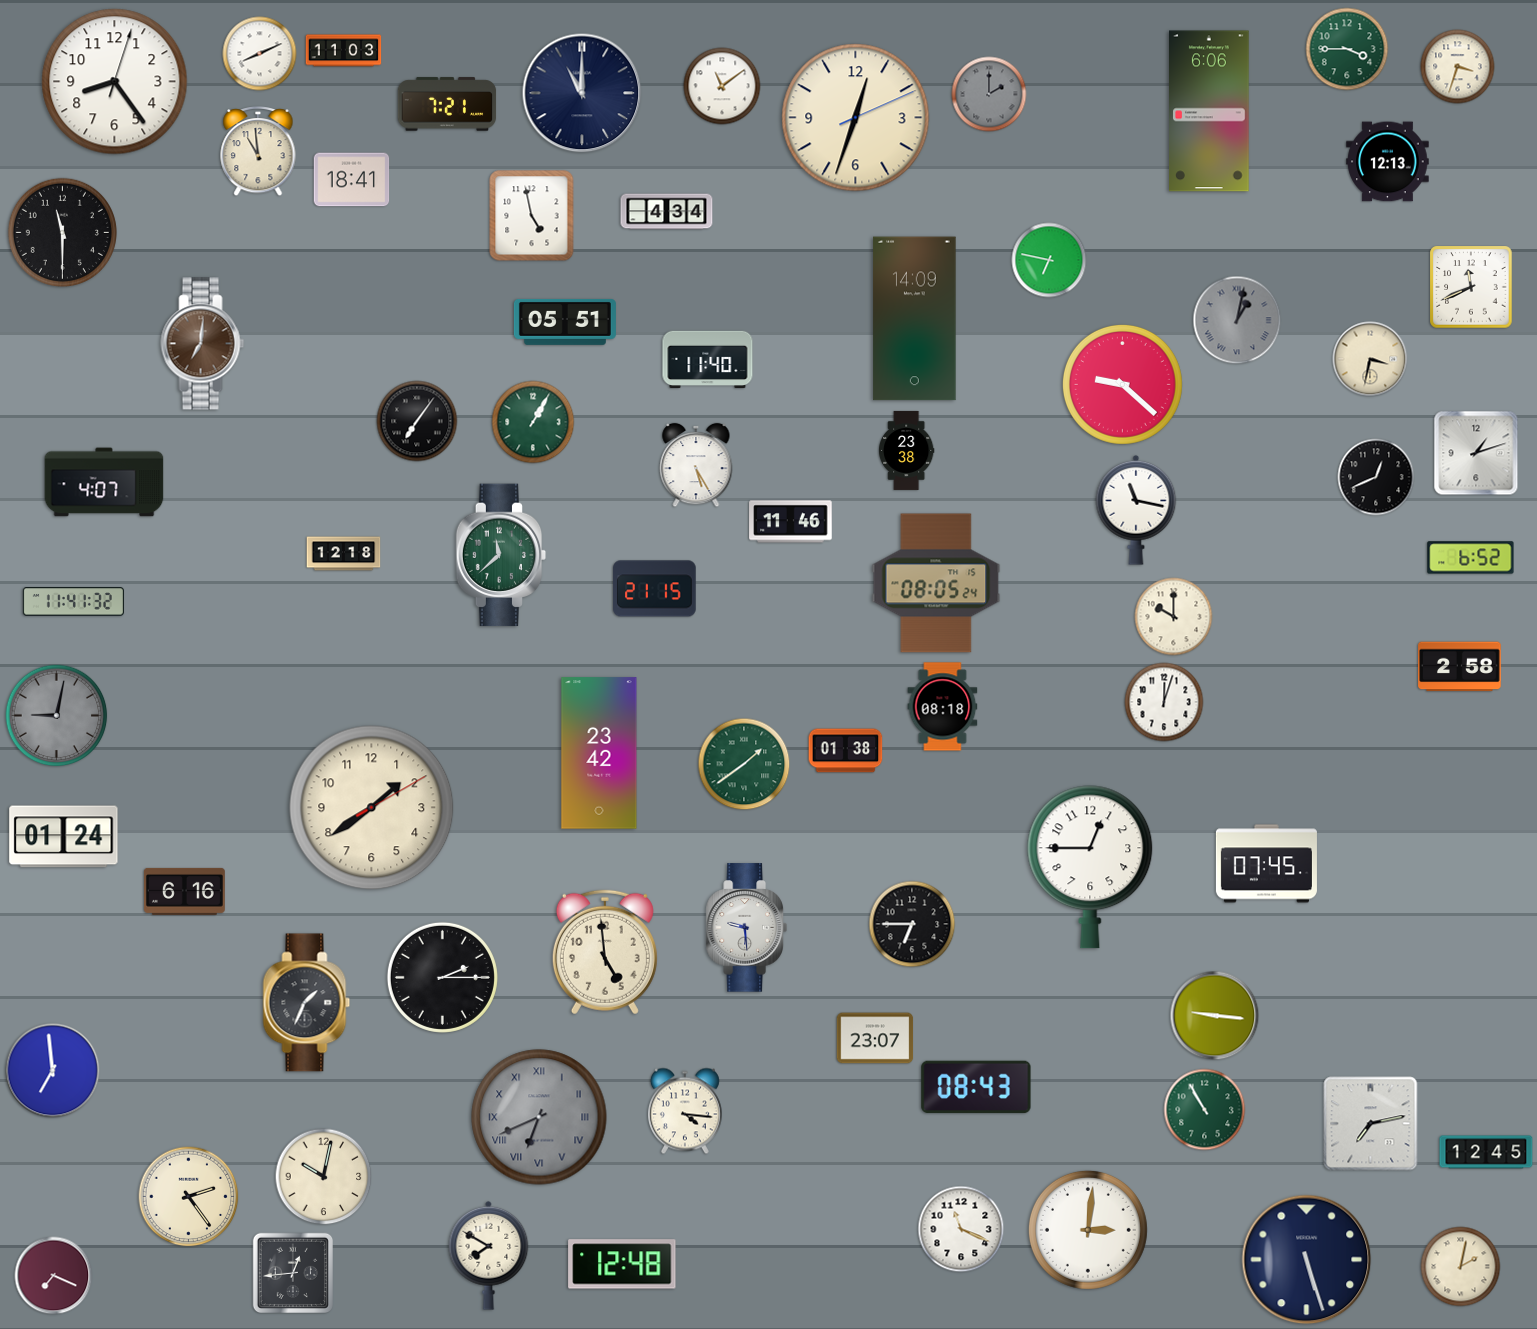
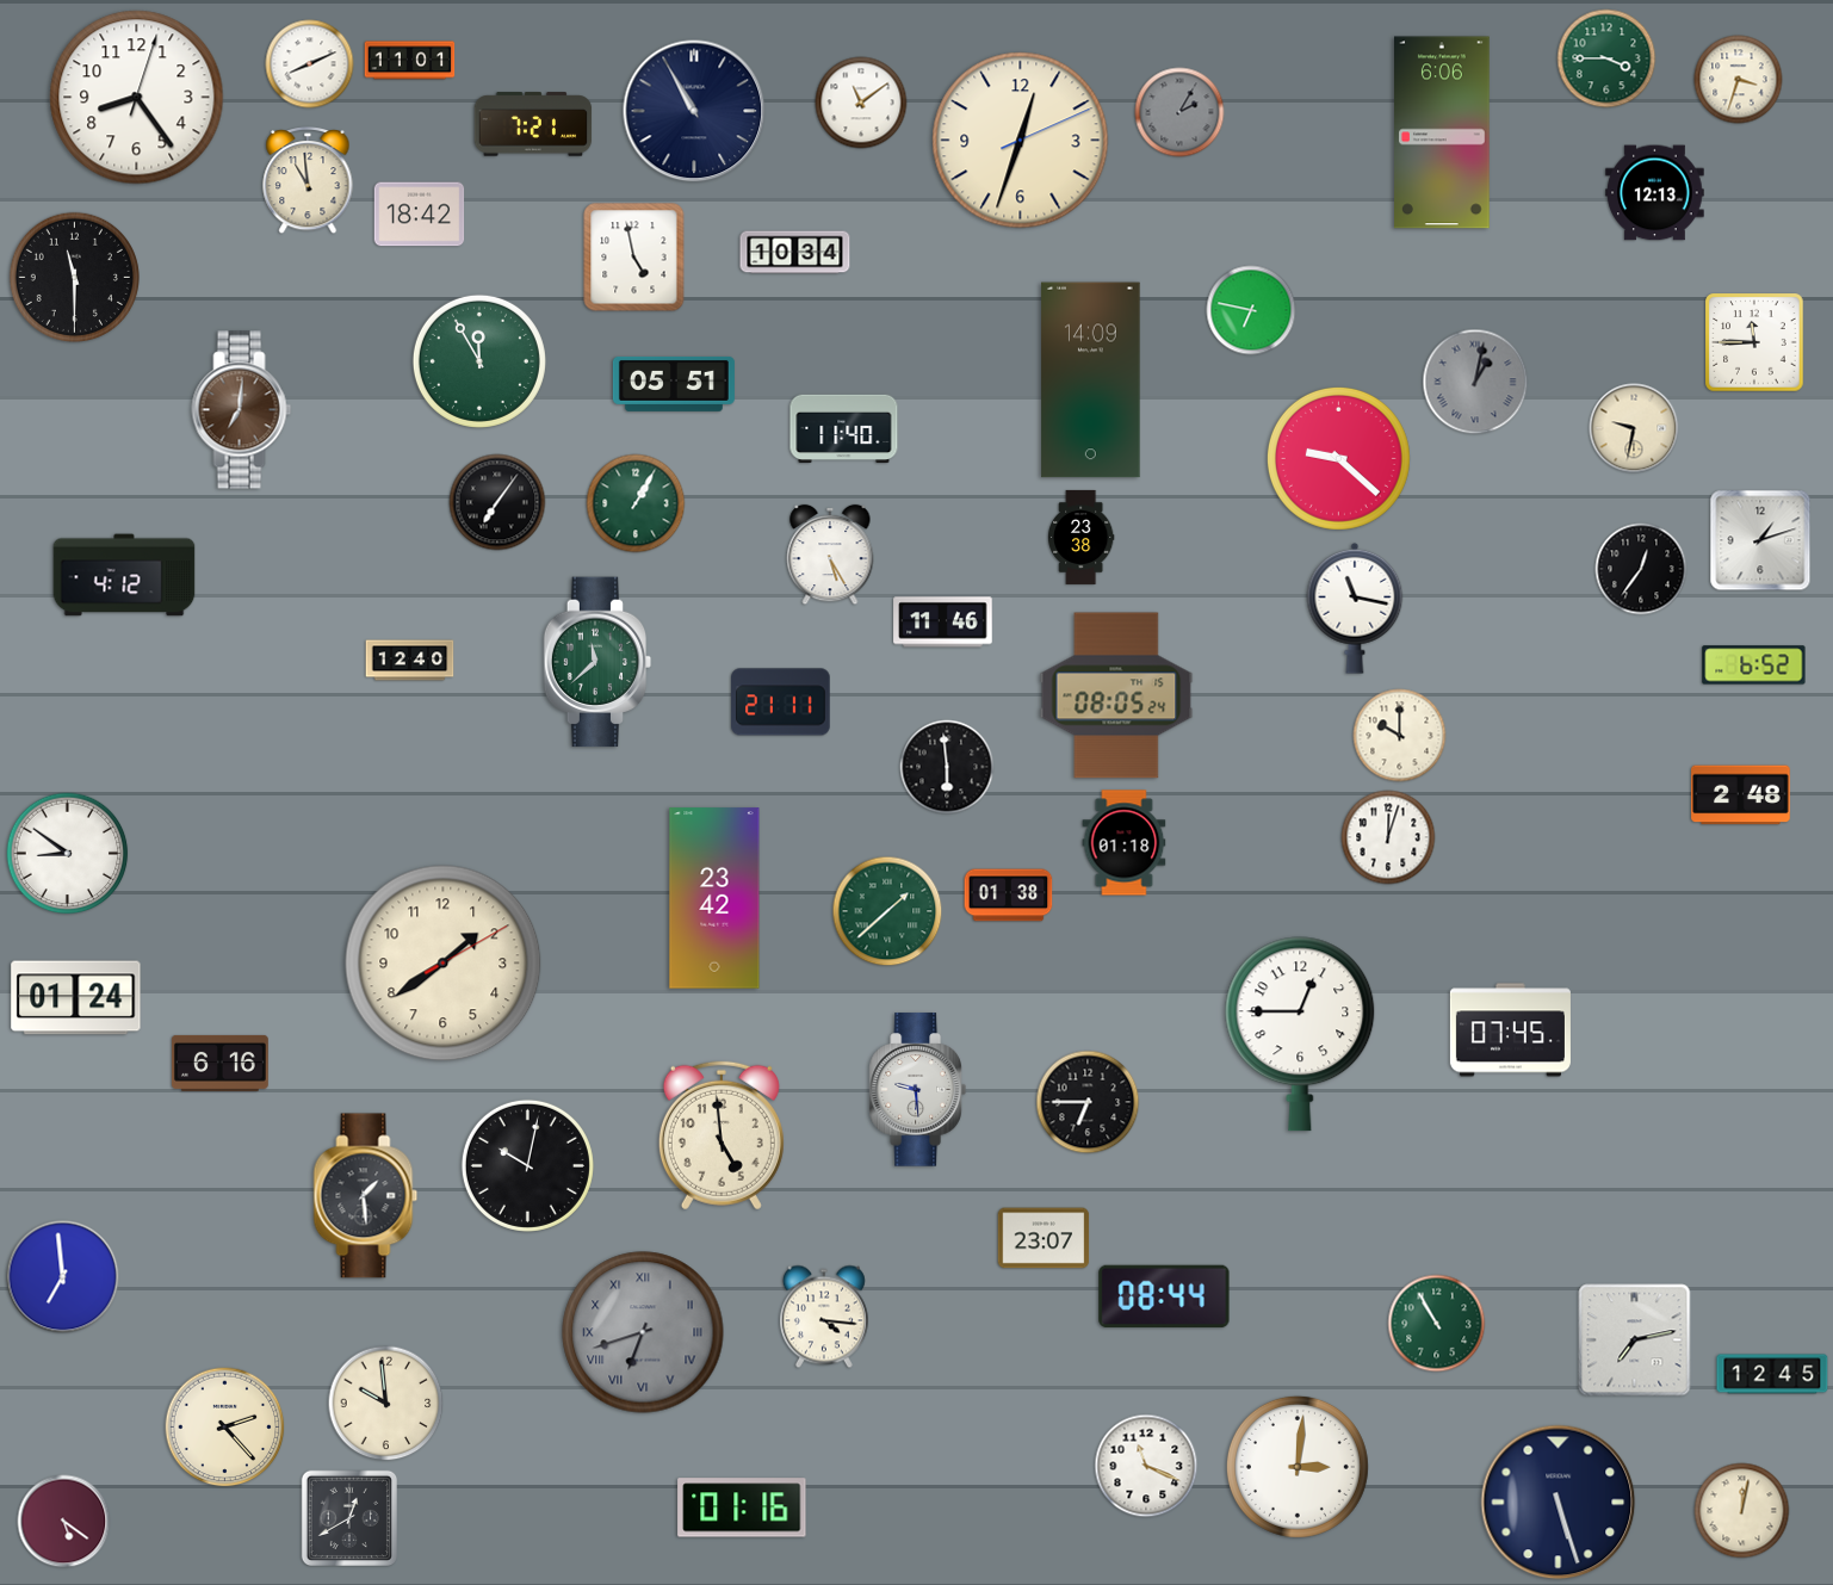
clock at (344, 51): 11:03 -> 11:01
clock at (582, 93): 11:00 -> 10:55
clock at (989, 94): 2:00 -> 2:05
clock at (352, 180): 18:41 -> 18:42
clock at (667, 212): 4:34 -> 10:34
clock at (1471, 287): 11:41 -> 11:45
clock at (479, 361): none -> 11:55
clock at (1370, 359): 3:32 -> 9:32
clock at (1376, 477): 12:41 -> 12:36
clock at (104, 482): 4:07 -> 4:12
clock at (344, 554): 12:18 -> 12:40
clock at (655, 589): 21:15 -> 21:11
clock at (73, 602): 11:41 -> none
clock at (947, 767): none -> 5:59
clock at (1460, 667): 2:58 -> 2:48
clock at (943, 707): 08:18 -> 01:18
clock at (57, 716): 9:02 -> 8:51
clock at (57, 716) dial: grey -> white
clock at (744, 764): 1:39 -> 1:38
clock at (746, 928) position: (746, 928) -> (917, 1090)
clock at (442, 977): 2:15 -> 10:02
clock at (307, 1003): 1:34 -> 1:29
clock at (1215, 1016): 9:16 -> none
clock at (976, 1087): 08:43 -> 08:44
clock at (685, 1111) position: (685, 1111) -> (824, 1317)
clock at (539, 1117): 6:41 -> 6:42
clock at (324, 1177): 10:02 -> 9:59
clock at (189, 1197): 2:24 -> 2:23
clock at (489, 1255): 7:50 -> none
clock at (622, 1264): 12:48 -> 01:16
clock at (1461, 1267): 2:02 -> 12:02
clock at (292, 1272): 12:44 -> 12:40
clock at (54, 1276): 7:19 -> 5:21
